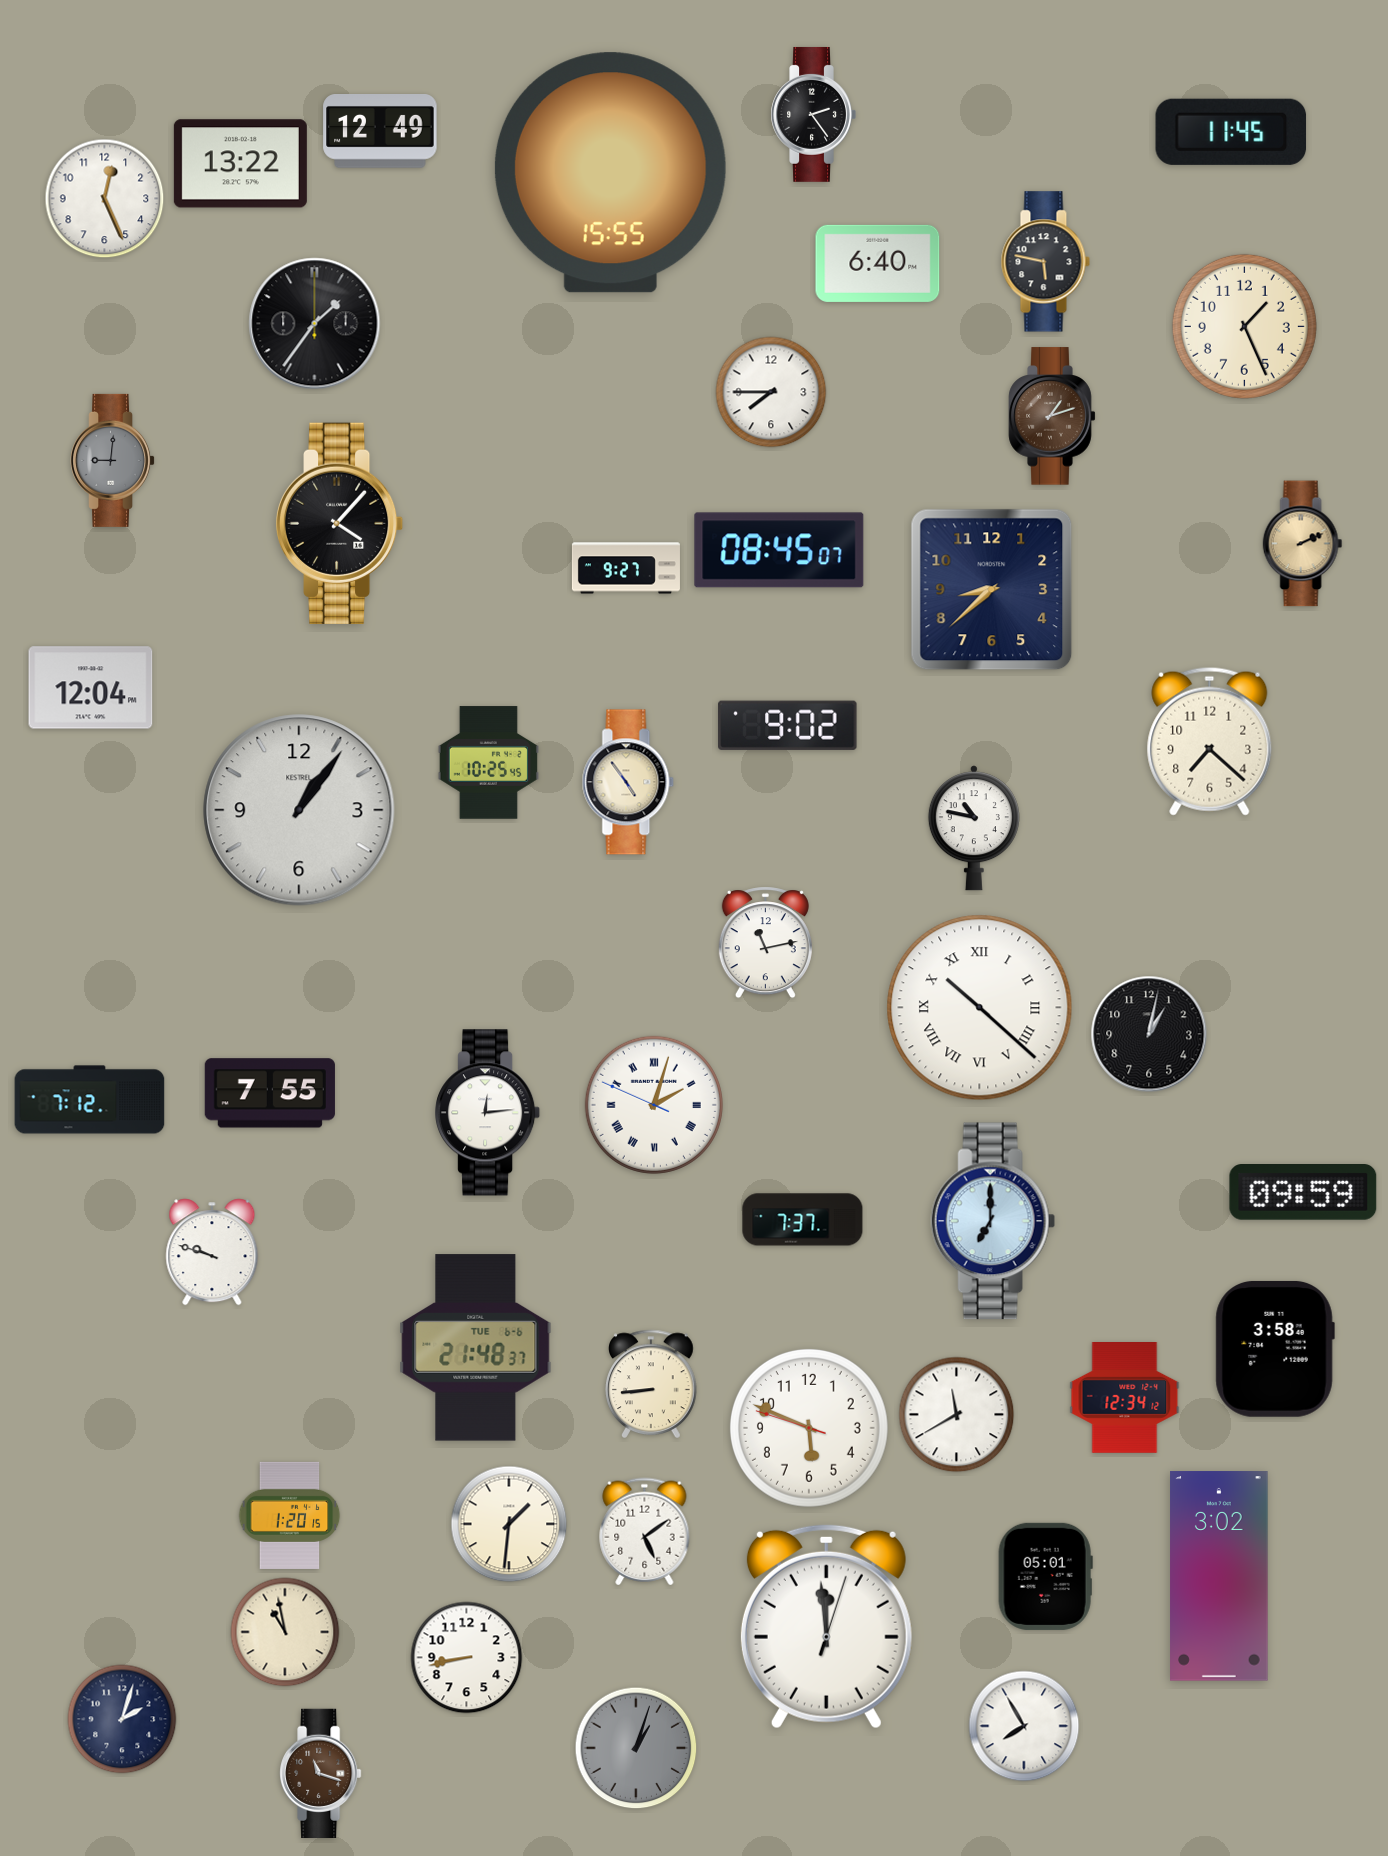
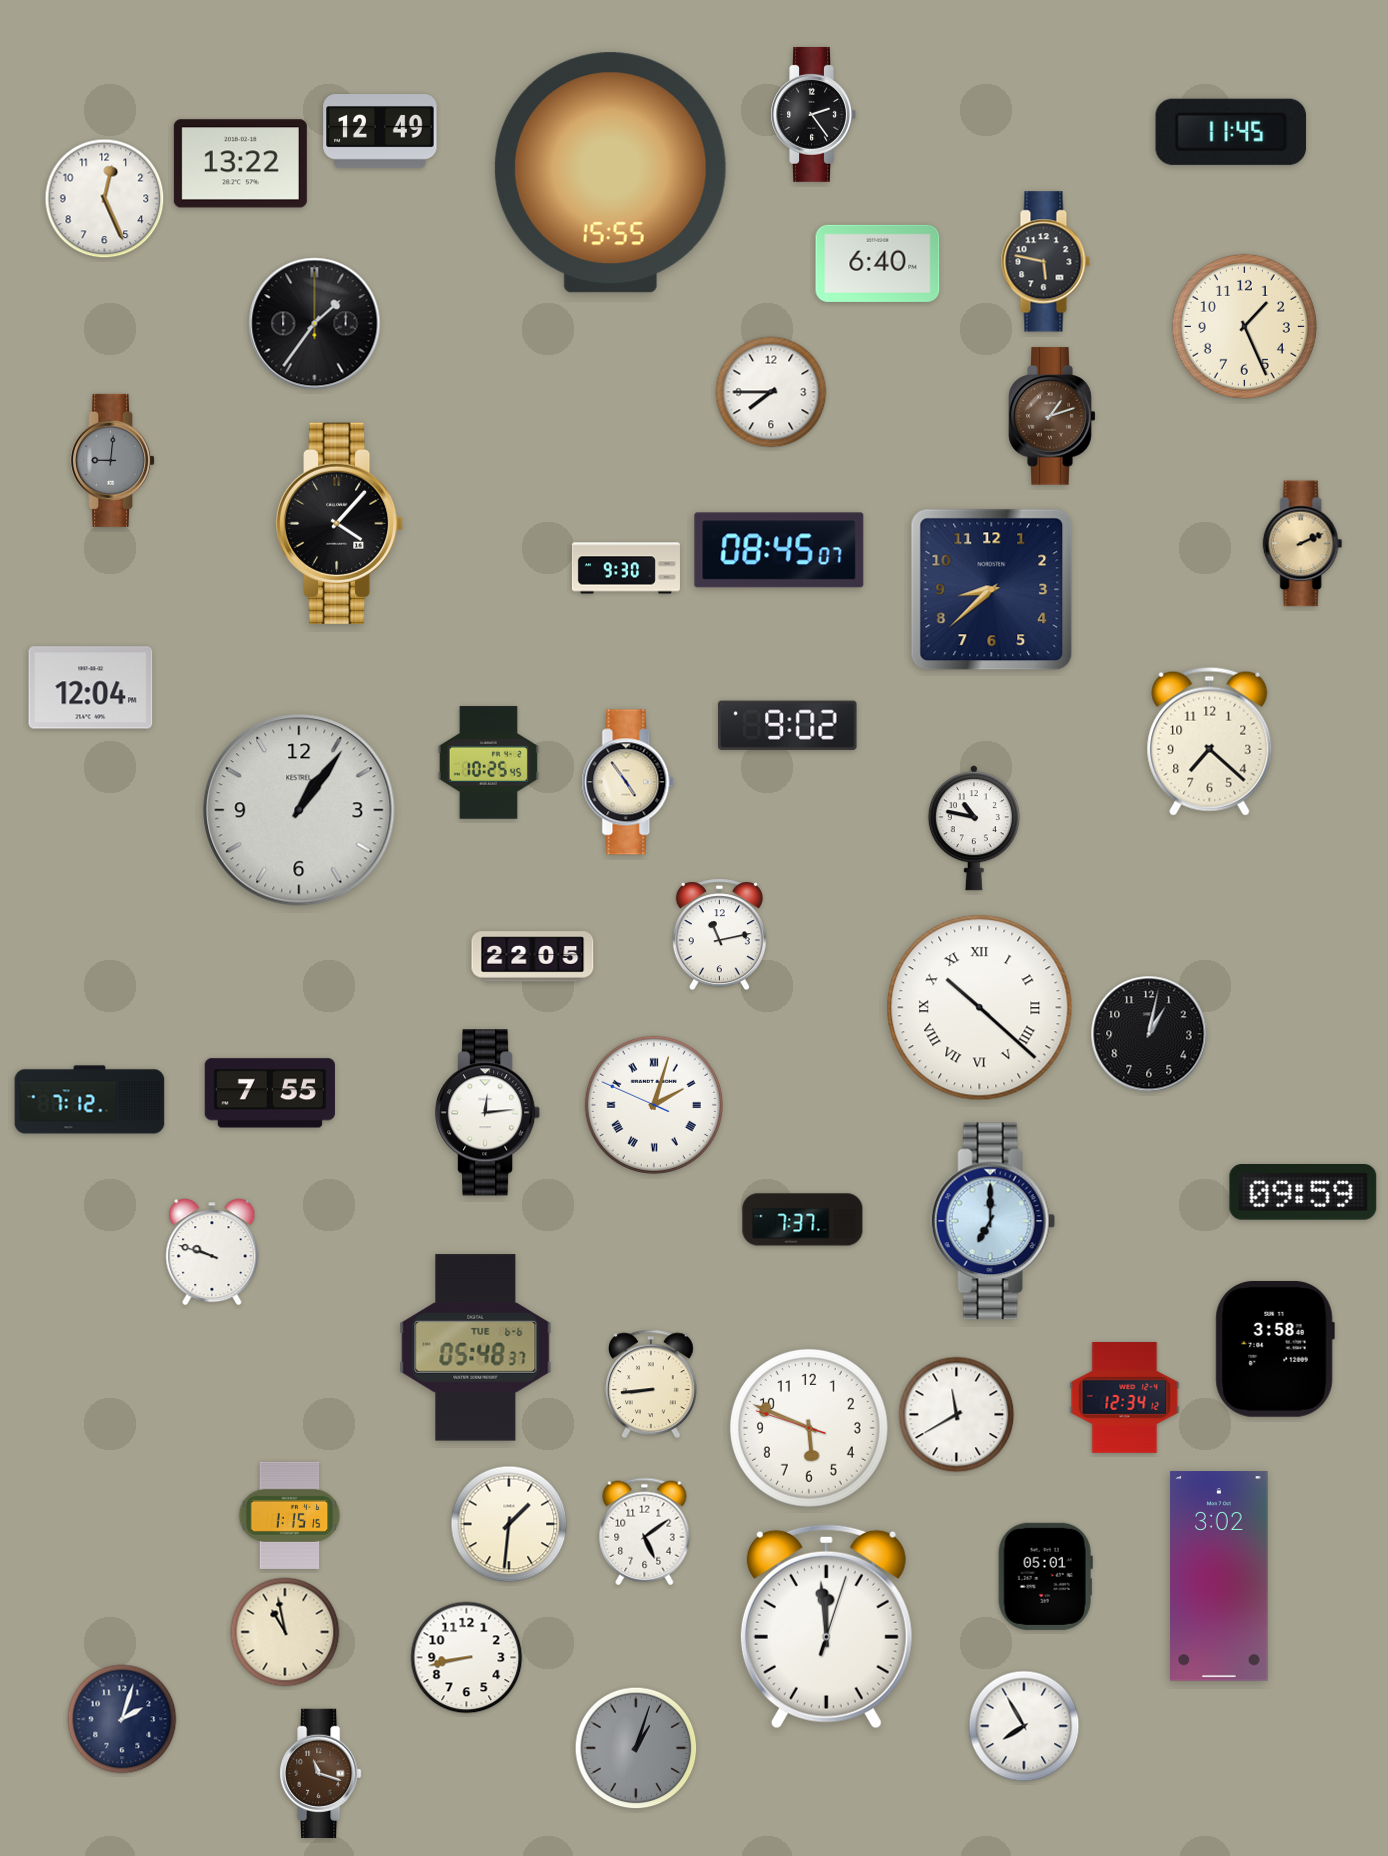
clock at (626, 568): 9:27 -> 9:30
clock at (765, 943) position: (765, 943) -> (719, 935)
clock at (533, 957): none -> 22:05
clock at (476, 1348): 21:48 -> 05:48
clock at (290, 1515): 1:20 -> 1:15
